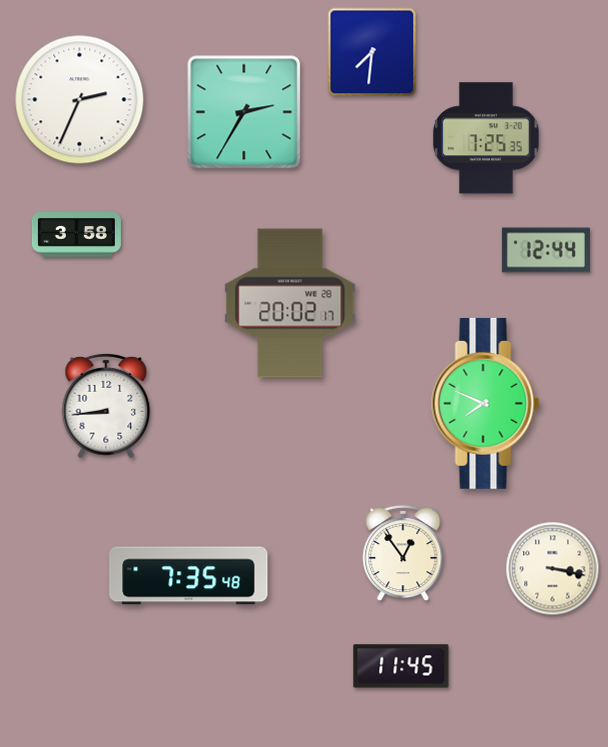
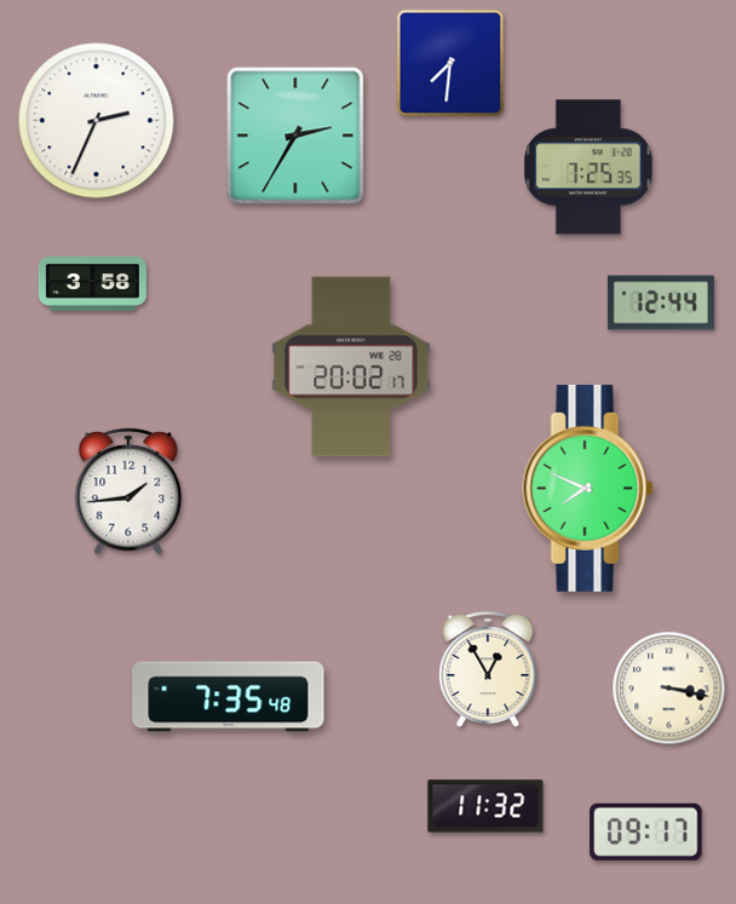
clock at (106, 406): 8:44 -> 1:44
clock at (403, 553): 12:54 -> 12:55
clock at (401, 666): 11:45 -> 11:32
clock at (646, 831): none -> 09:17
